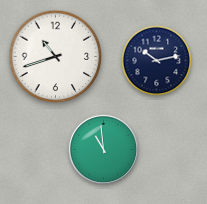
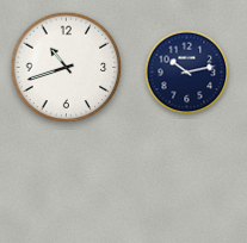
clock at (103, 149): 10:59 -> none
